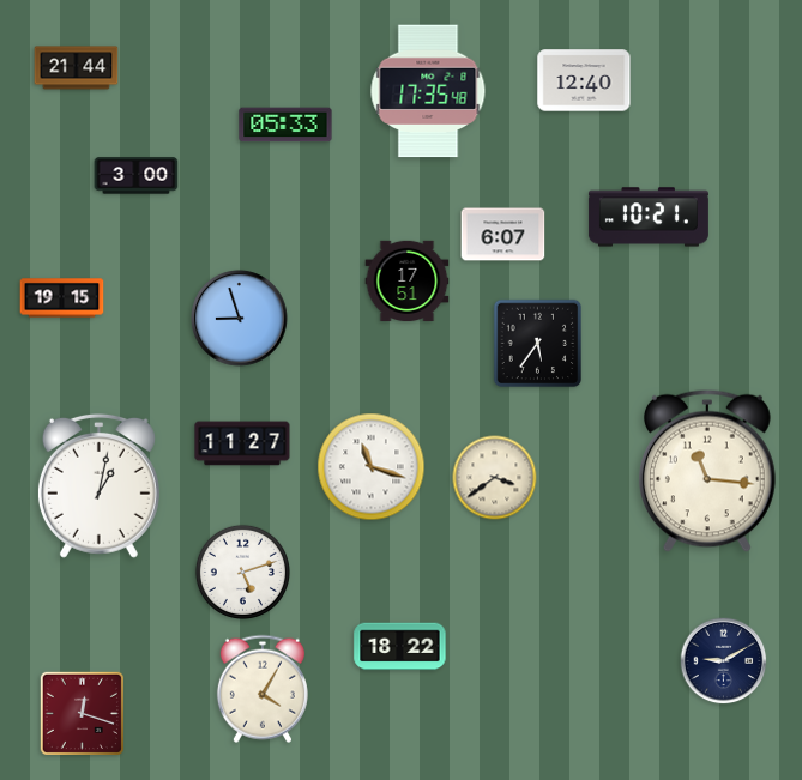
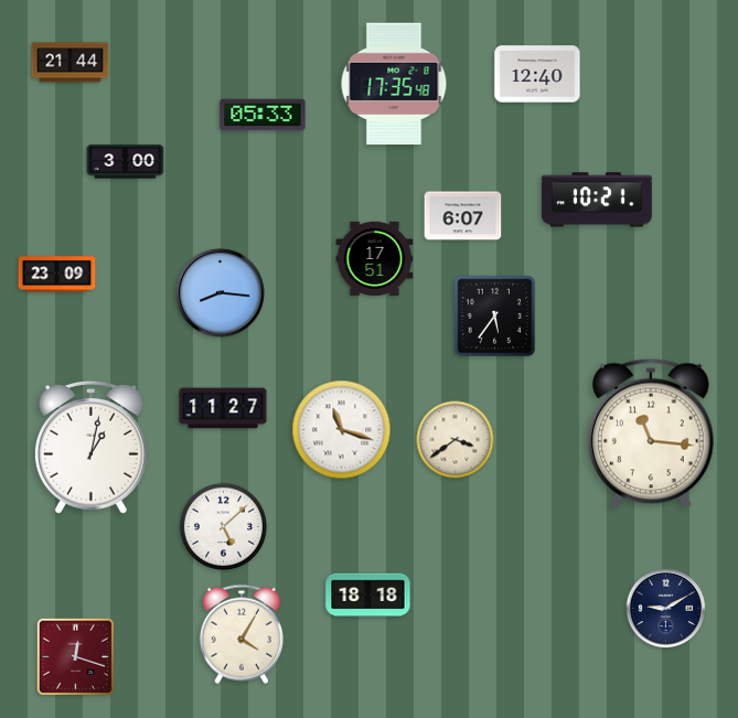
clock at (62, 298): 19:15 -> 23:09
clock at (240, 319): 8:57 -> 8:16
clock at (242, 572): 5:12 -> 5:08
clock at (400, 647): 18:22 -> 18:18
